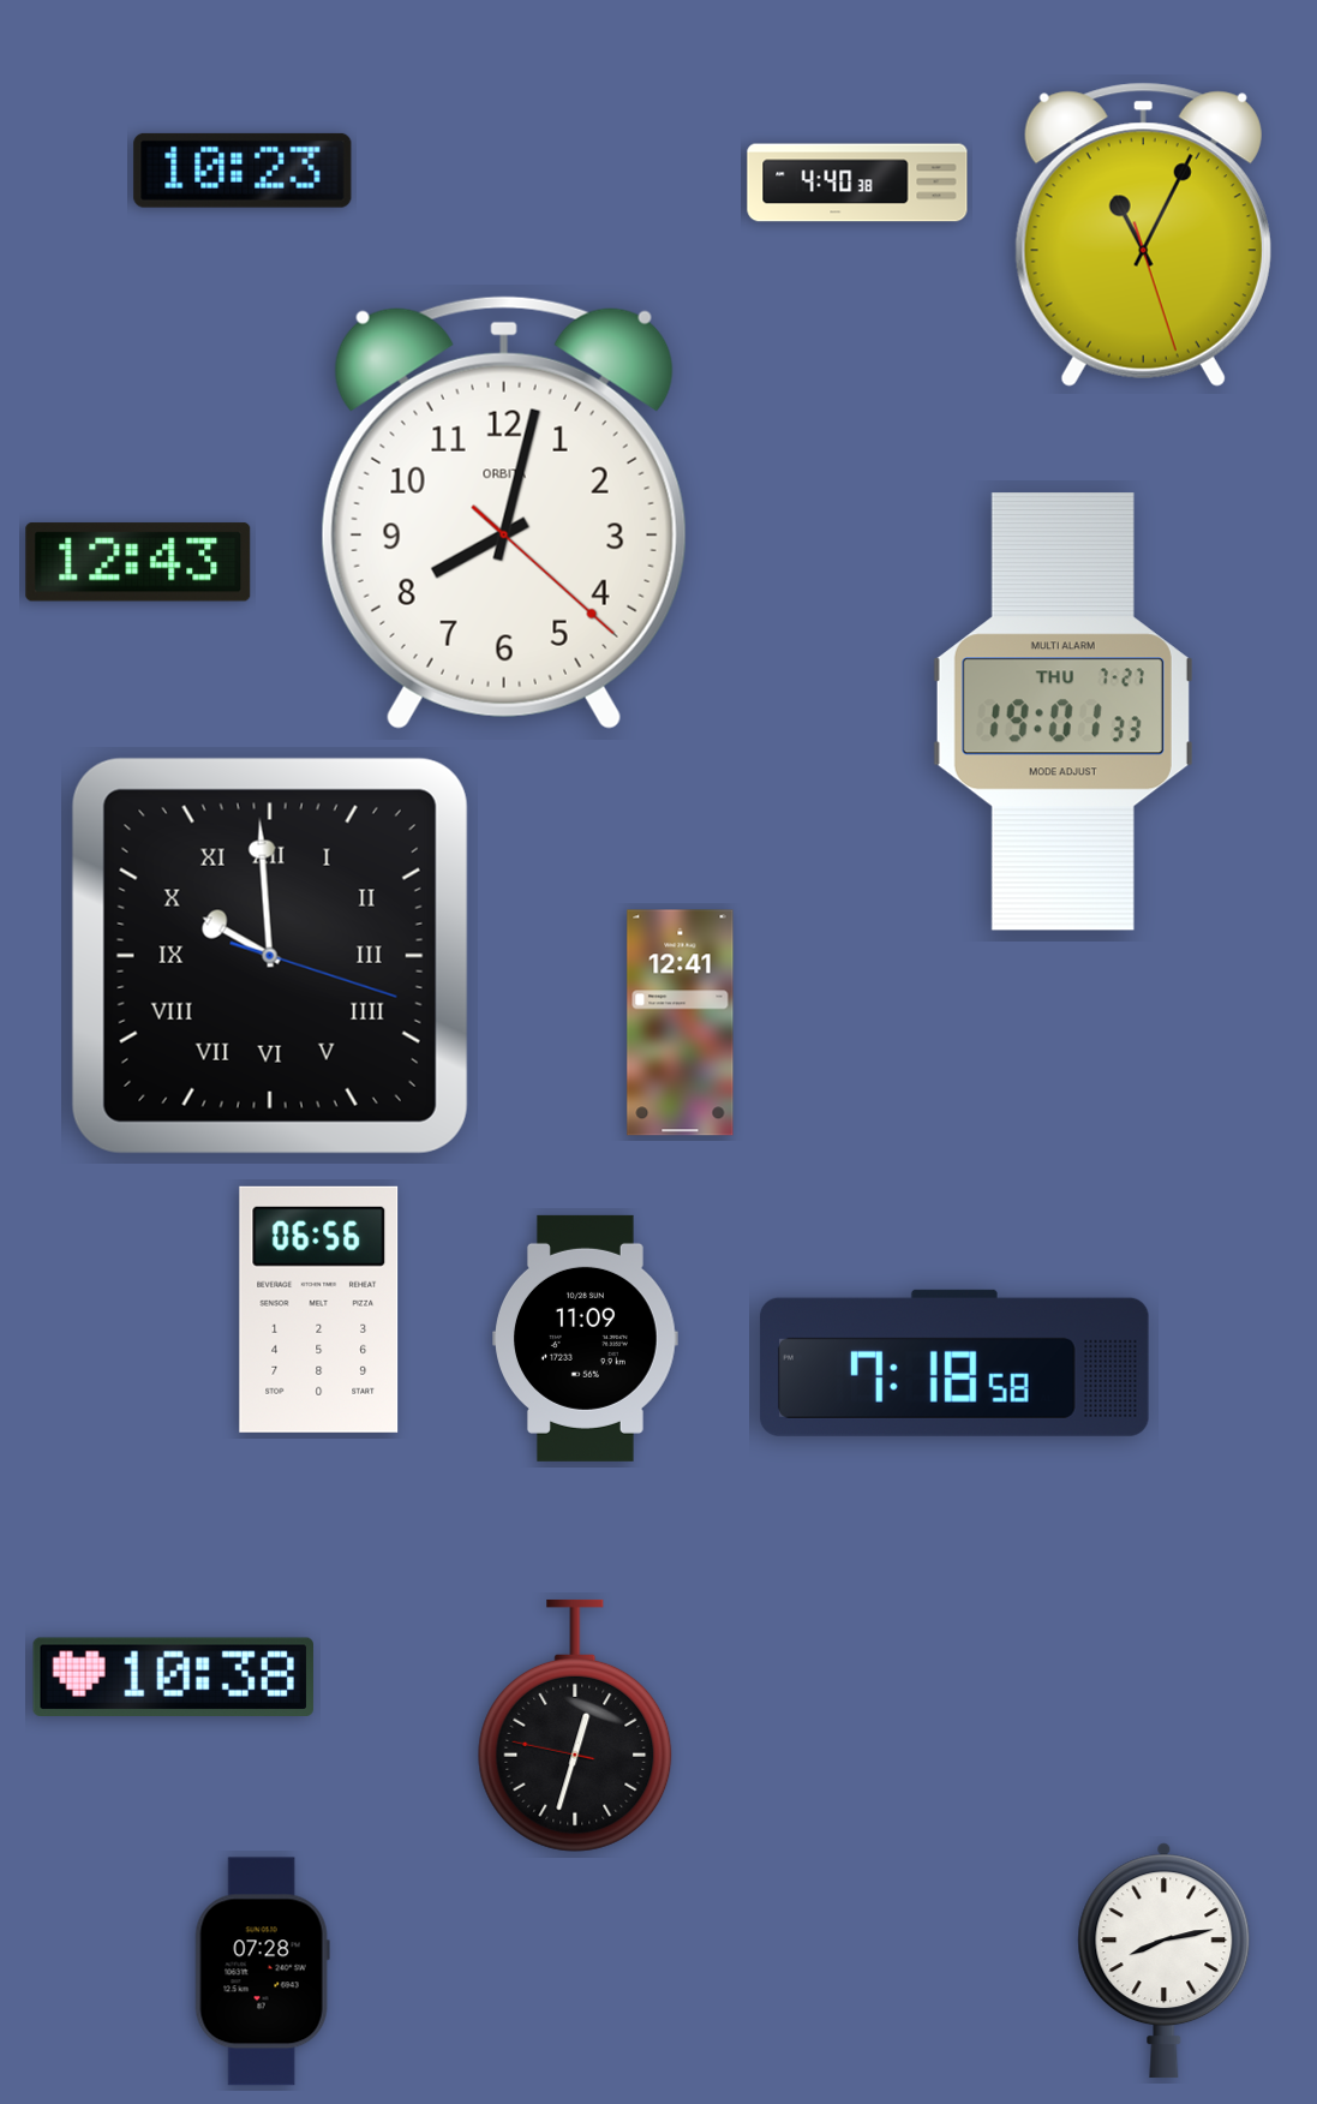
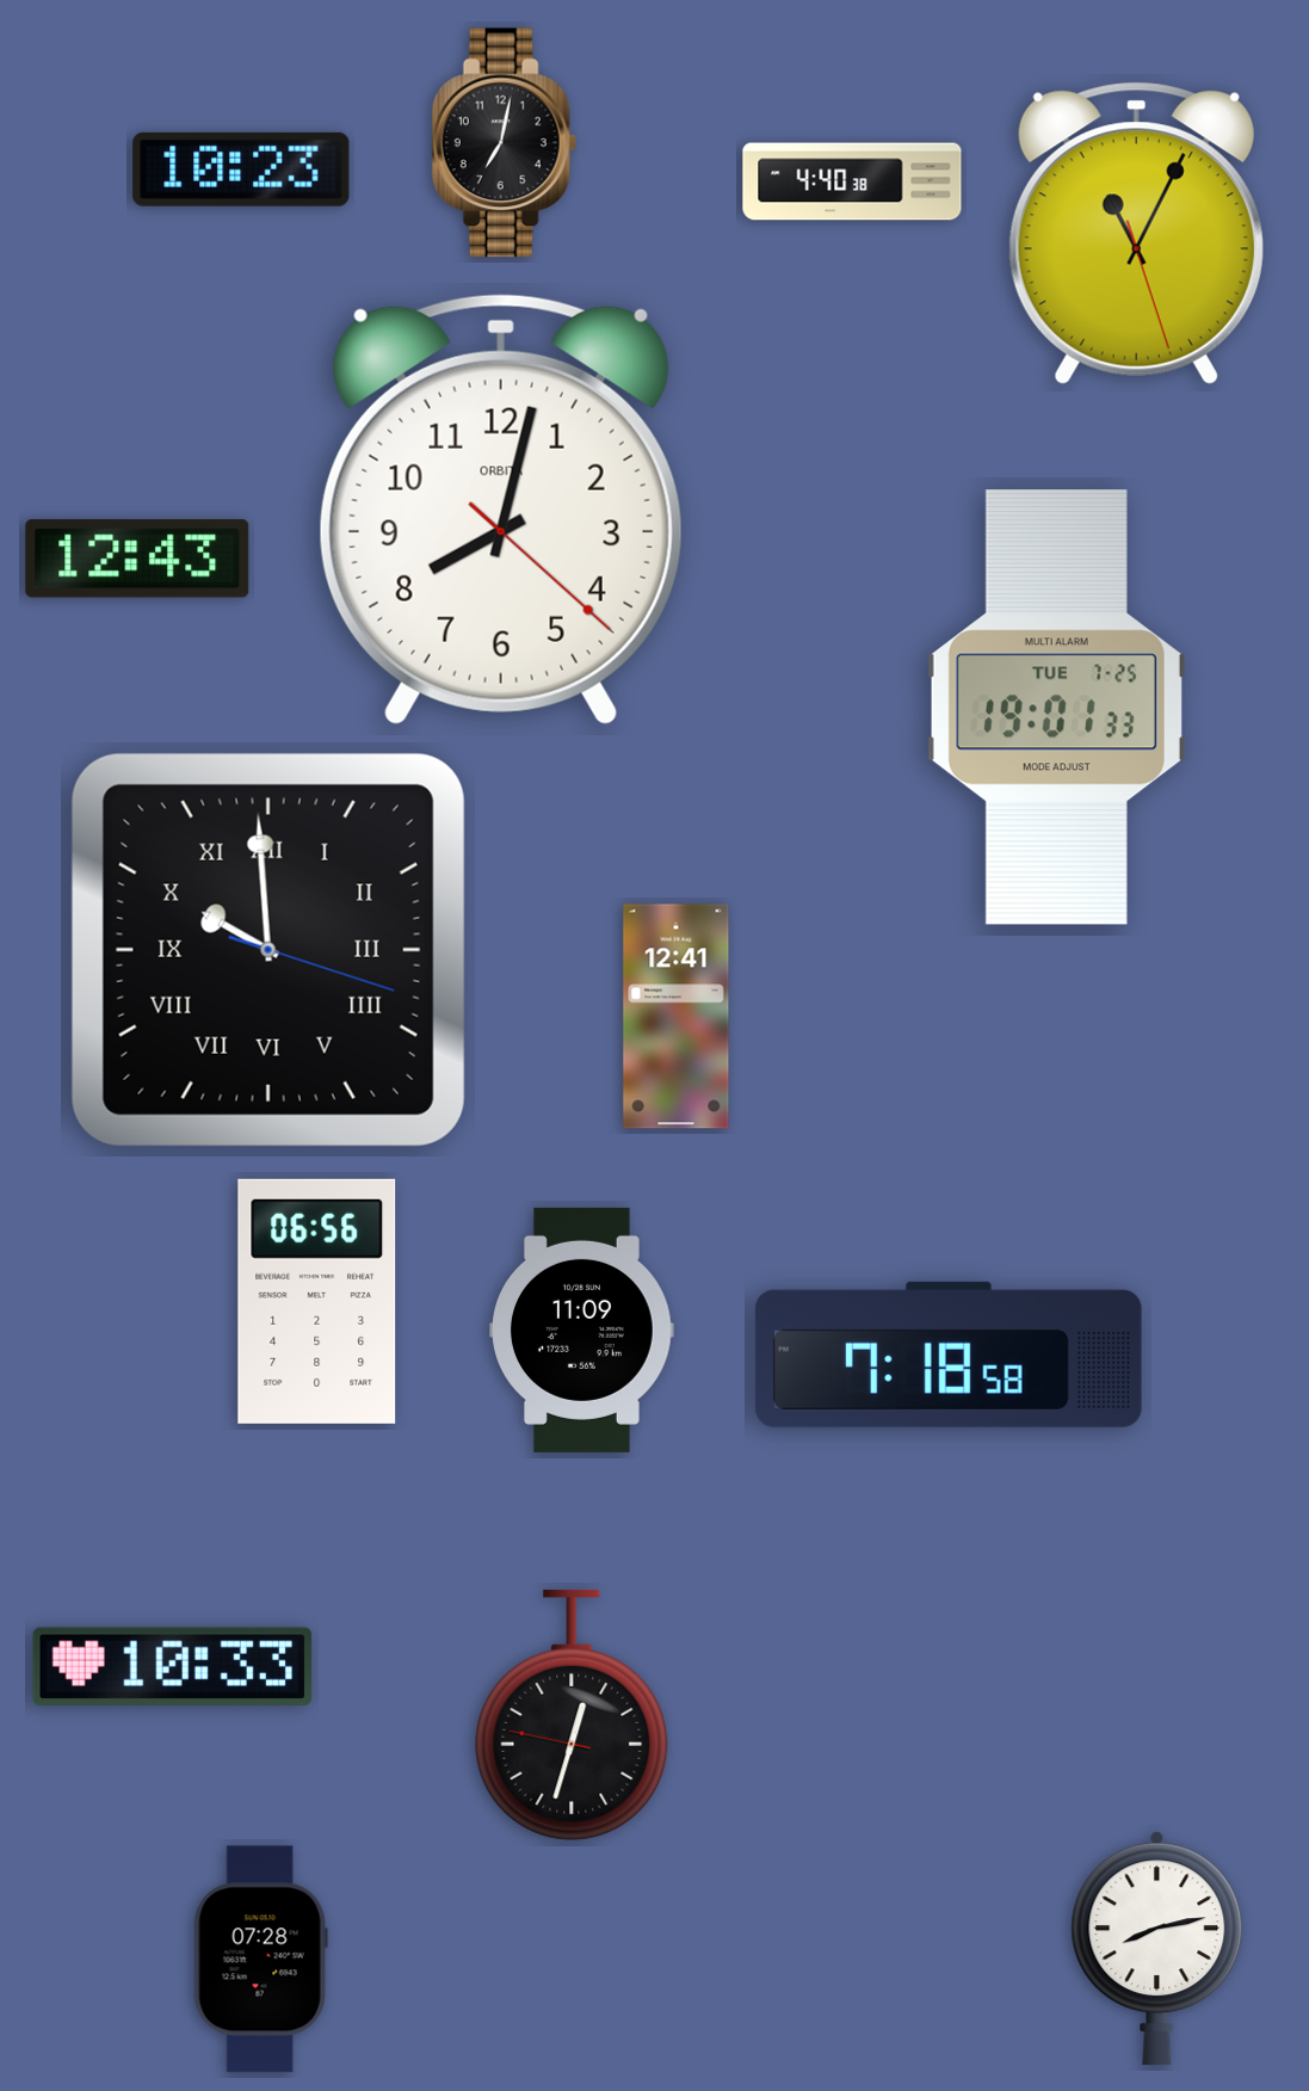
clock at (504, 143): none -> 7:02
clock at (1062, 712) date: THU 7-27 -> TUE 7-25
clock at (173, 1676): 10:38 -> 10:33
